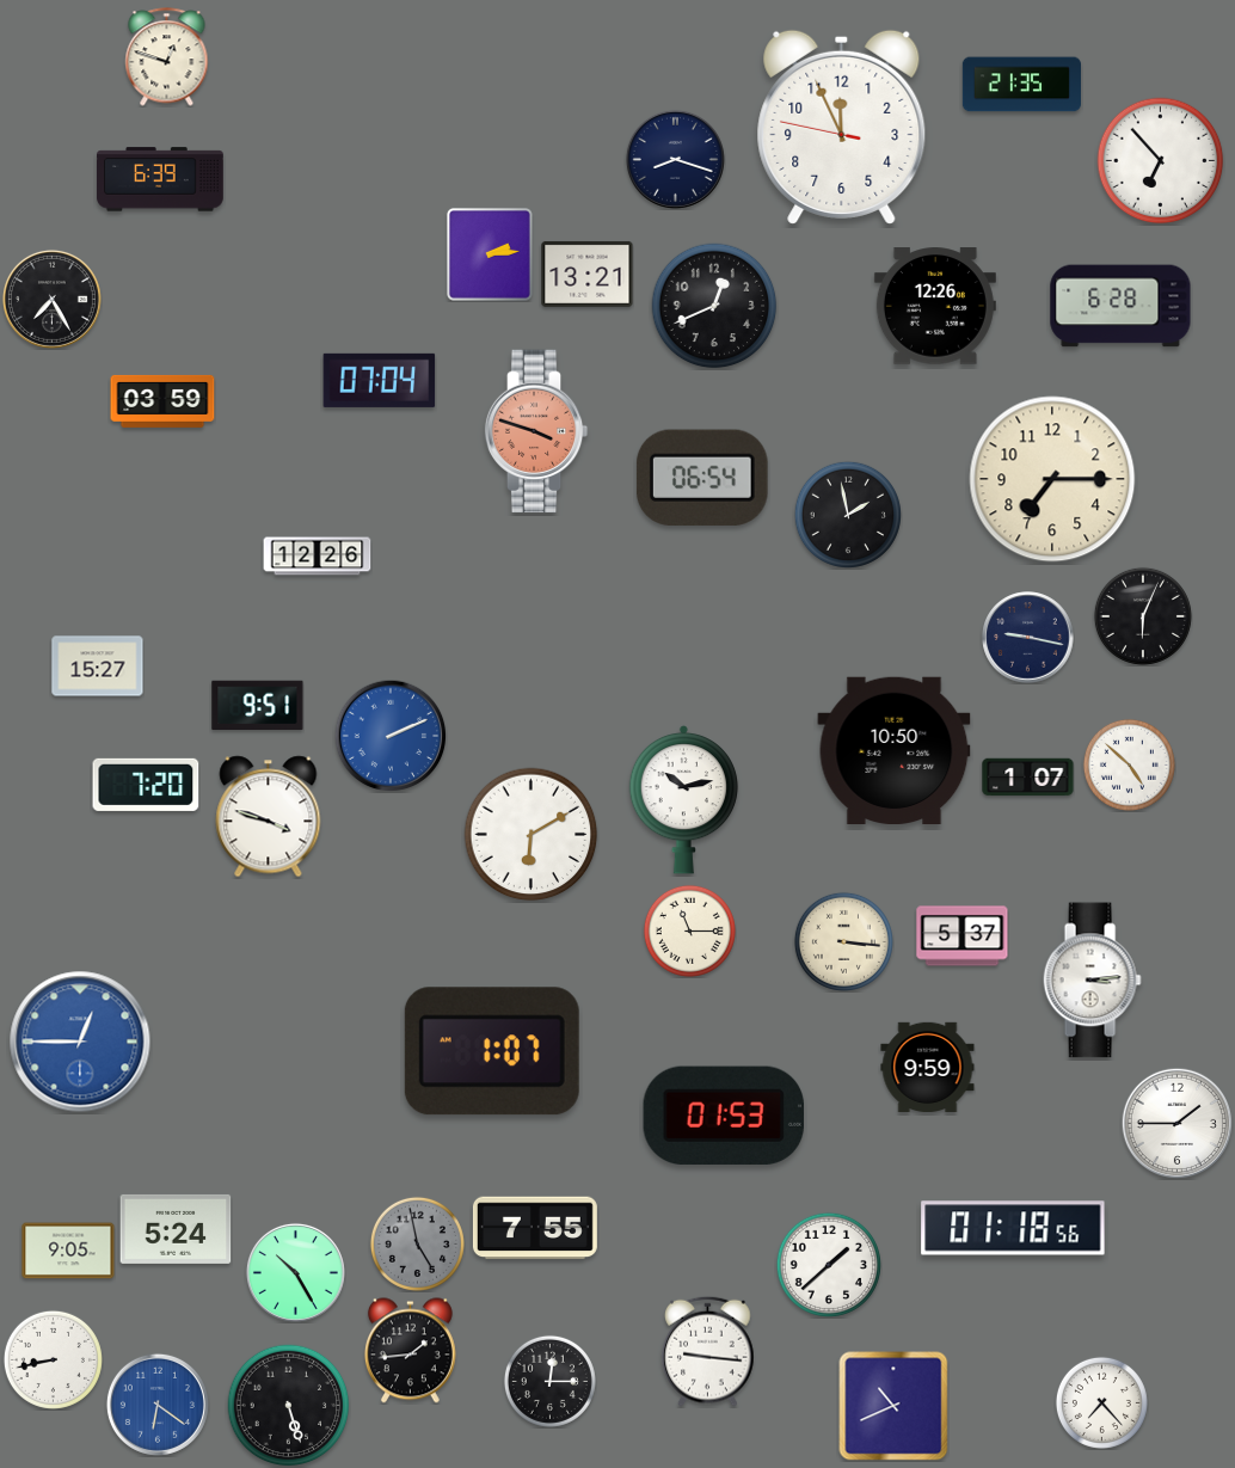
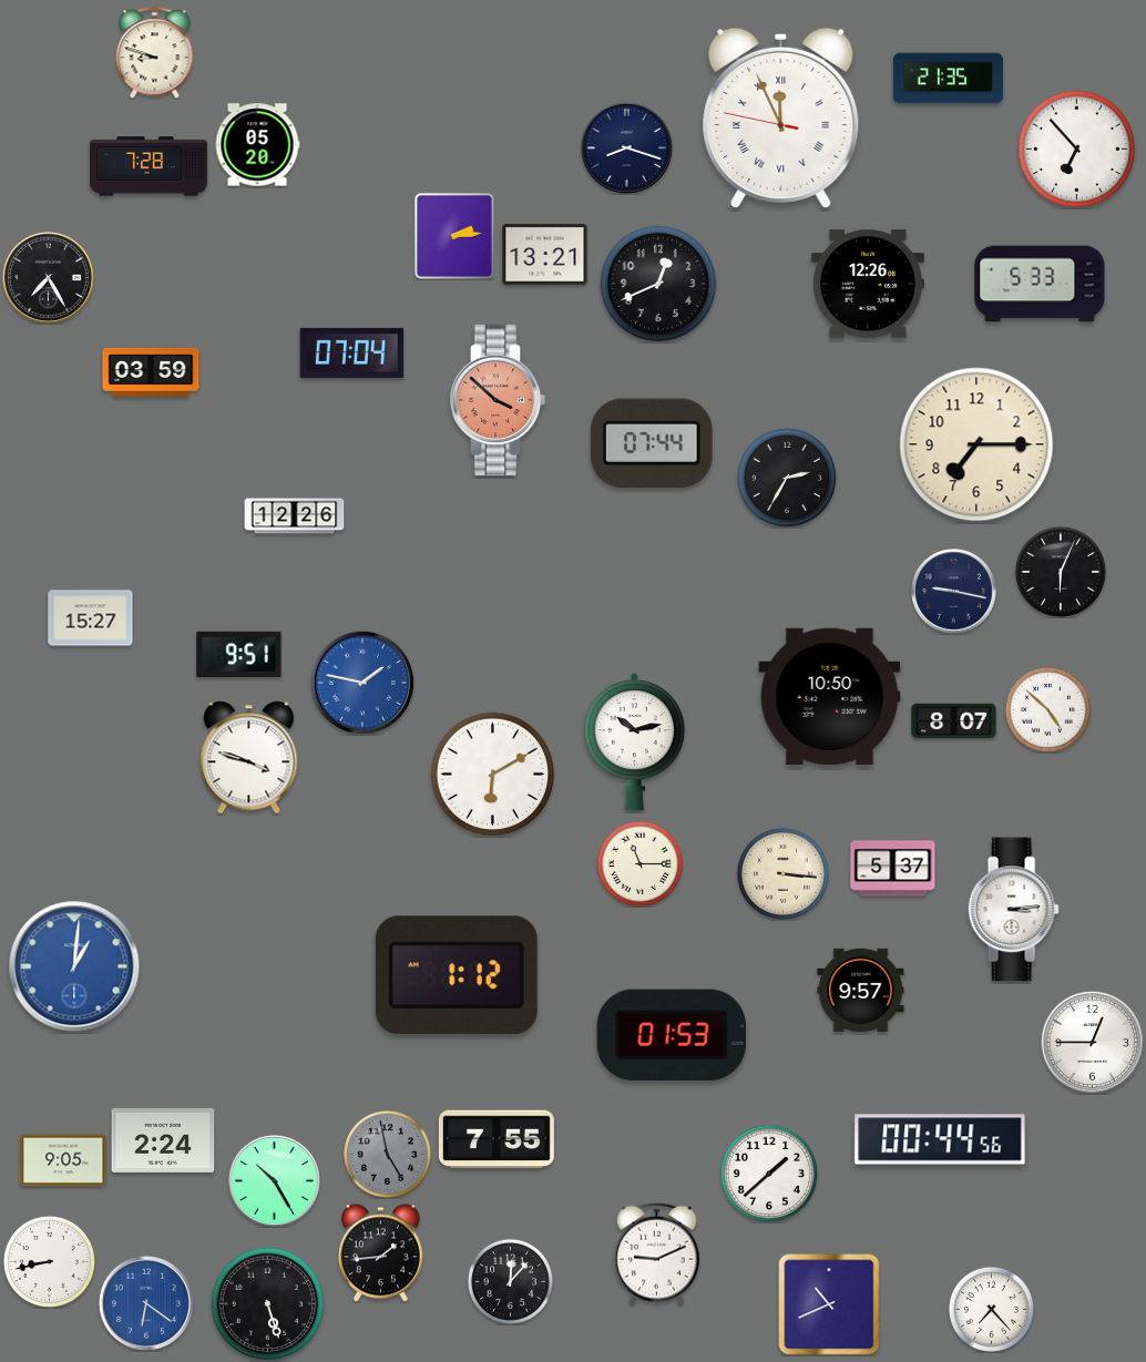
clock at (167, 57): 12:48 -> 8:48
clock at (842, 127) numerals: Arabic -> Roman
clock at (257, 145): none -> 05:20
clock at (161, 179): 6:39 -> 7:28
clock at (714, 306) position: (714, 306) -> (658, 284)
clock at (1120, 306): 6:28 -> 5:33
clock at (536, 431): 3:48 -> 3:52
clock at (702, 477): 06:54 -> 07:44
clock at (847, 514): 1:58 -> 2:35
clock at (391, 736): 2:11 -> 1:47
clock at (1028, 778): 1:07 -> 8:07
clock at (146, 785): 7:20 -> none
clock at (80, 1042): 12:45 -> 1:01
clock at (492, 1051): 1:07 -> 1:12
clock at (928, 1067): 9:59 -> 9:57
clock at (1176, 1123): 1:45 -> 12:45
clock at (1013, 1228): 01:18 -> 00:44
clock at (176, 1229): 5:24 -> 2:24
clock at (708, 1351): 9:16 -> 9:11
clock at (549, 1381): 12:15 -> 12:07
clock at (1101, 1402) position: (1101, 1402) -> (991, 1309)
